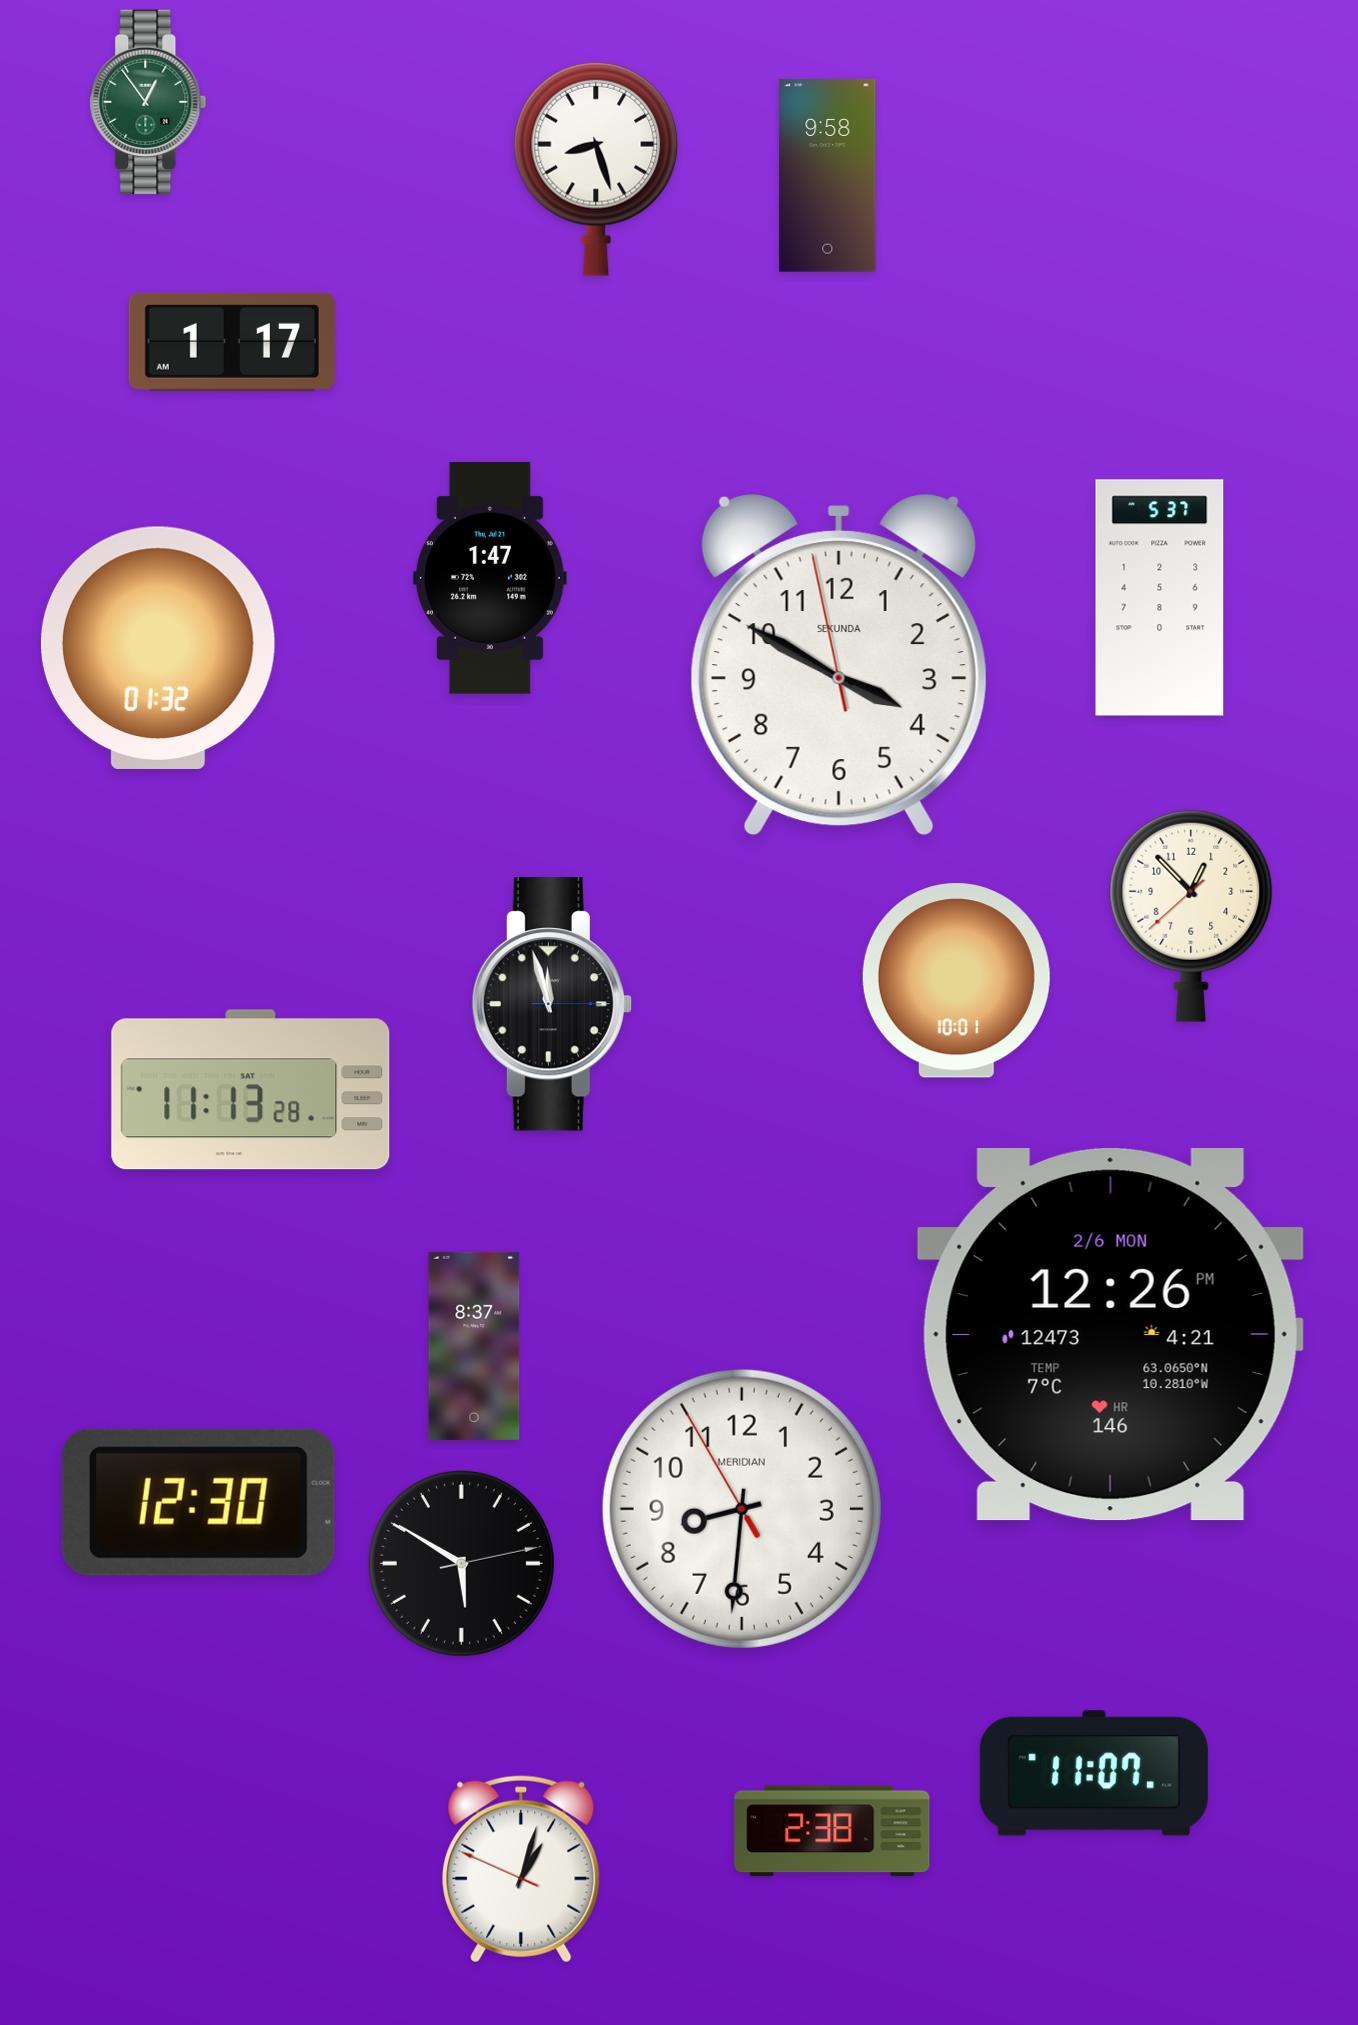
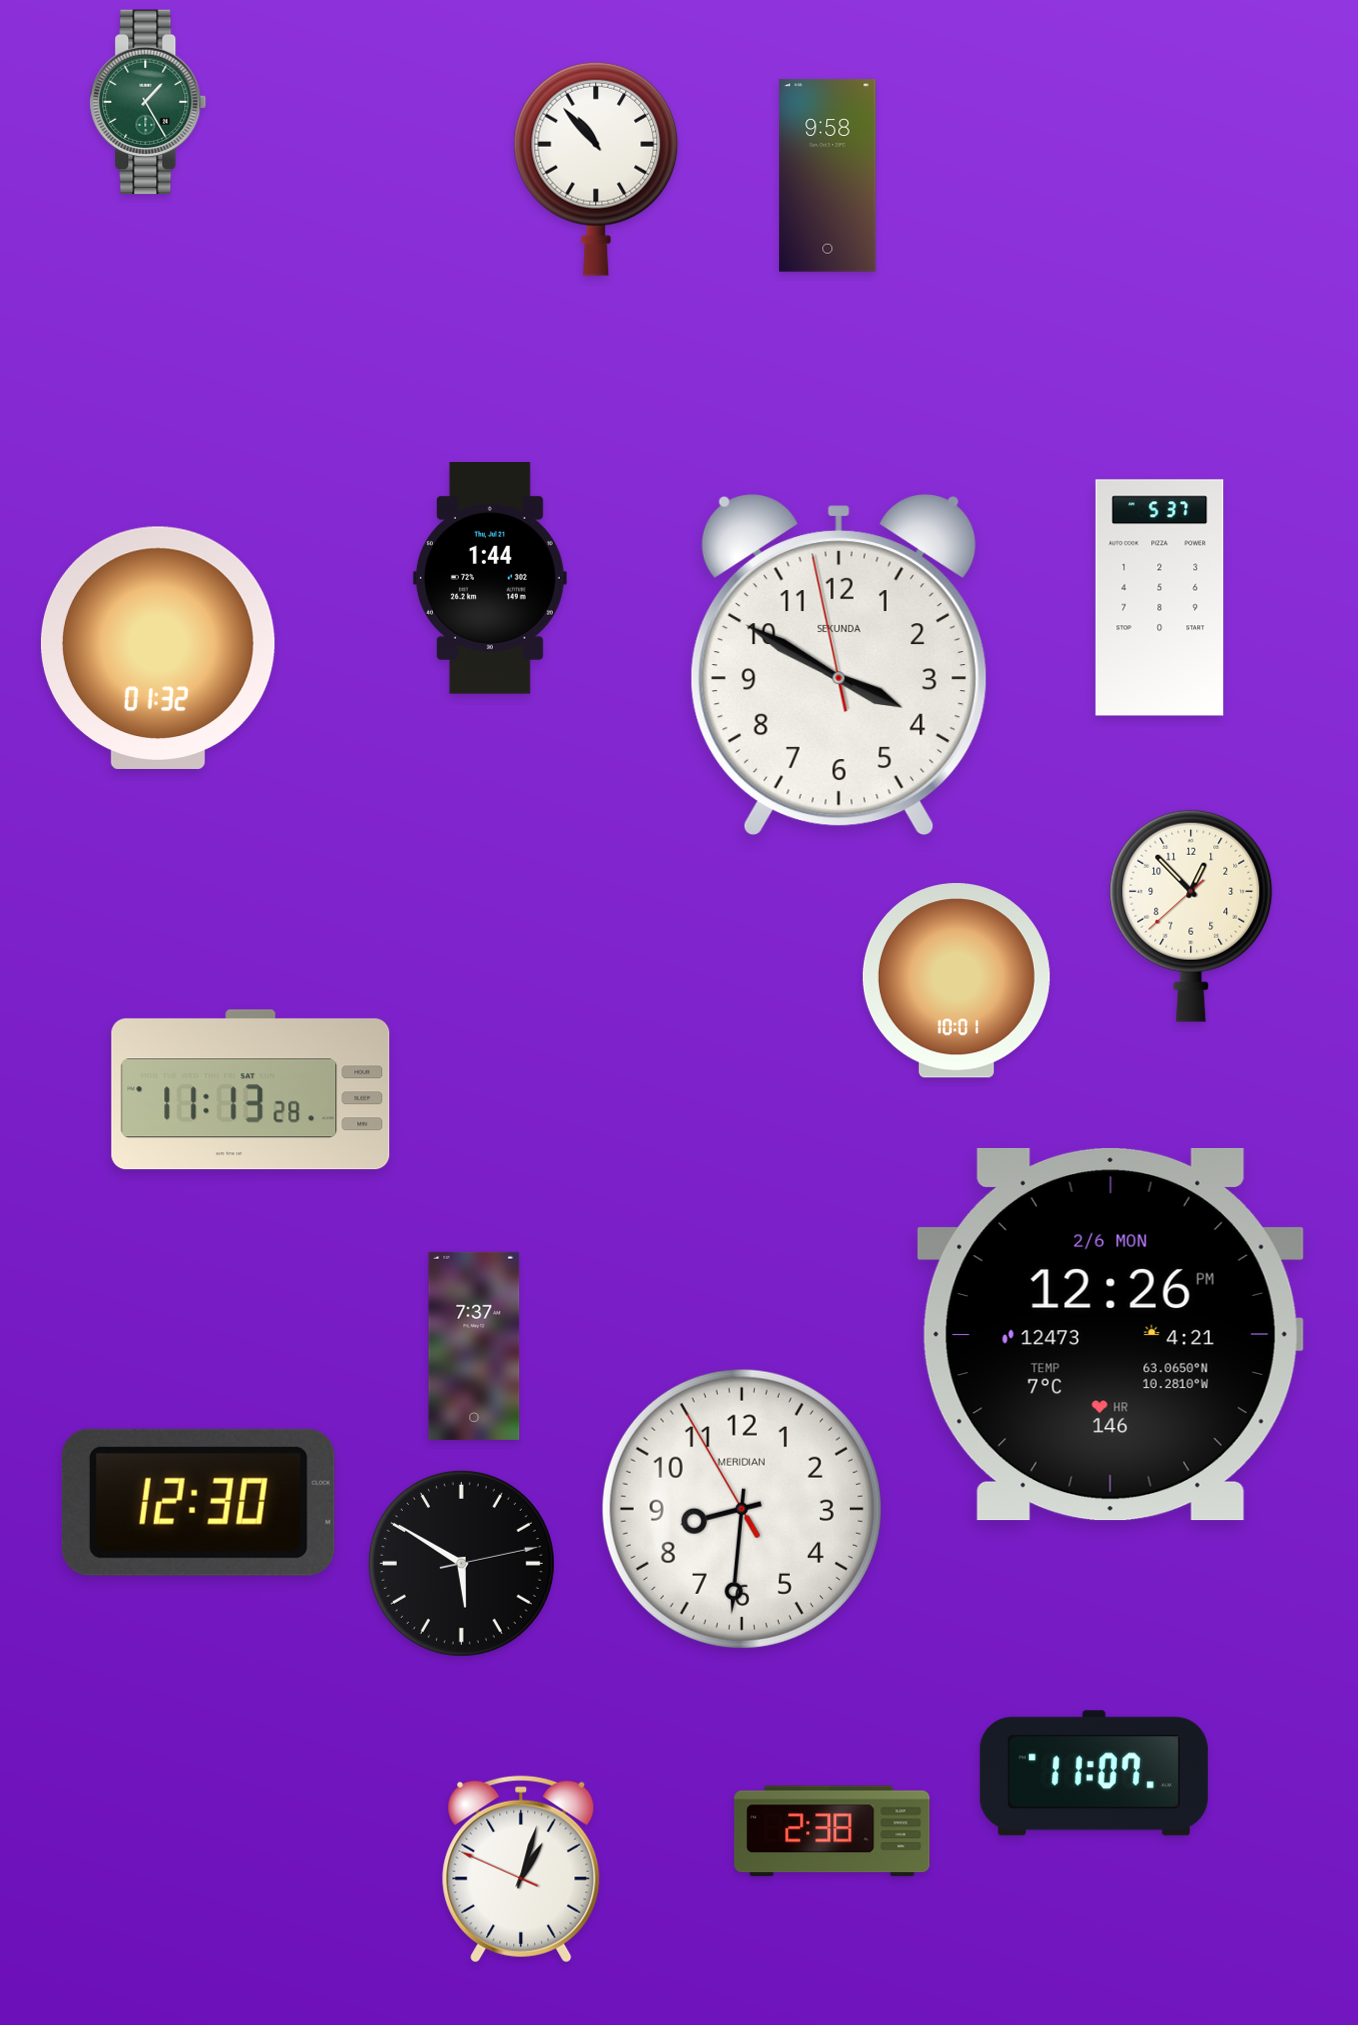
clock at (148, 102): 12:54 -> 1:25
clock at (596, 169): 8:27 -> 10:53
clock at (232, 342): 1:17 -> none
clock at (490, 579): 1:47 -> 1:44
clock at (552, 1004): 11:57 -> none
clock at (474, 1346): 8:37 -> 7:37
